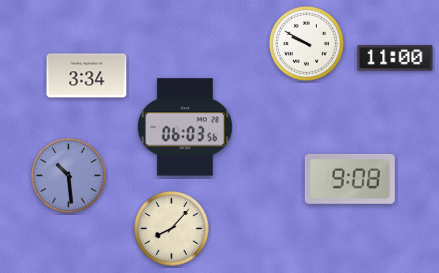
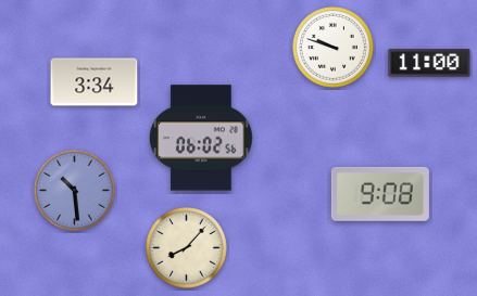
clock at (307, 44): 9:50 -> 9:48
clock at (185, 127): 06:03 -> 06:02
